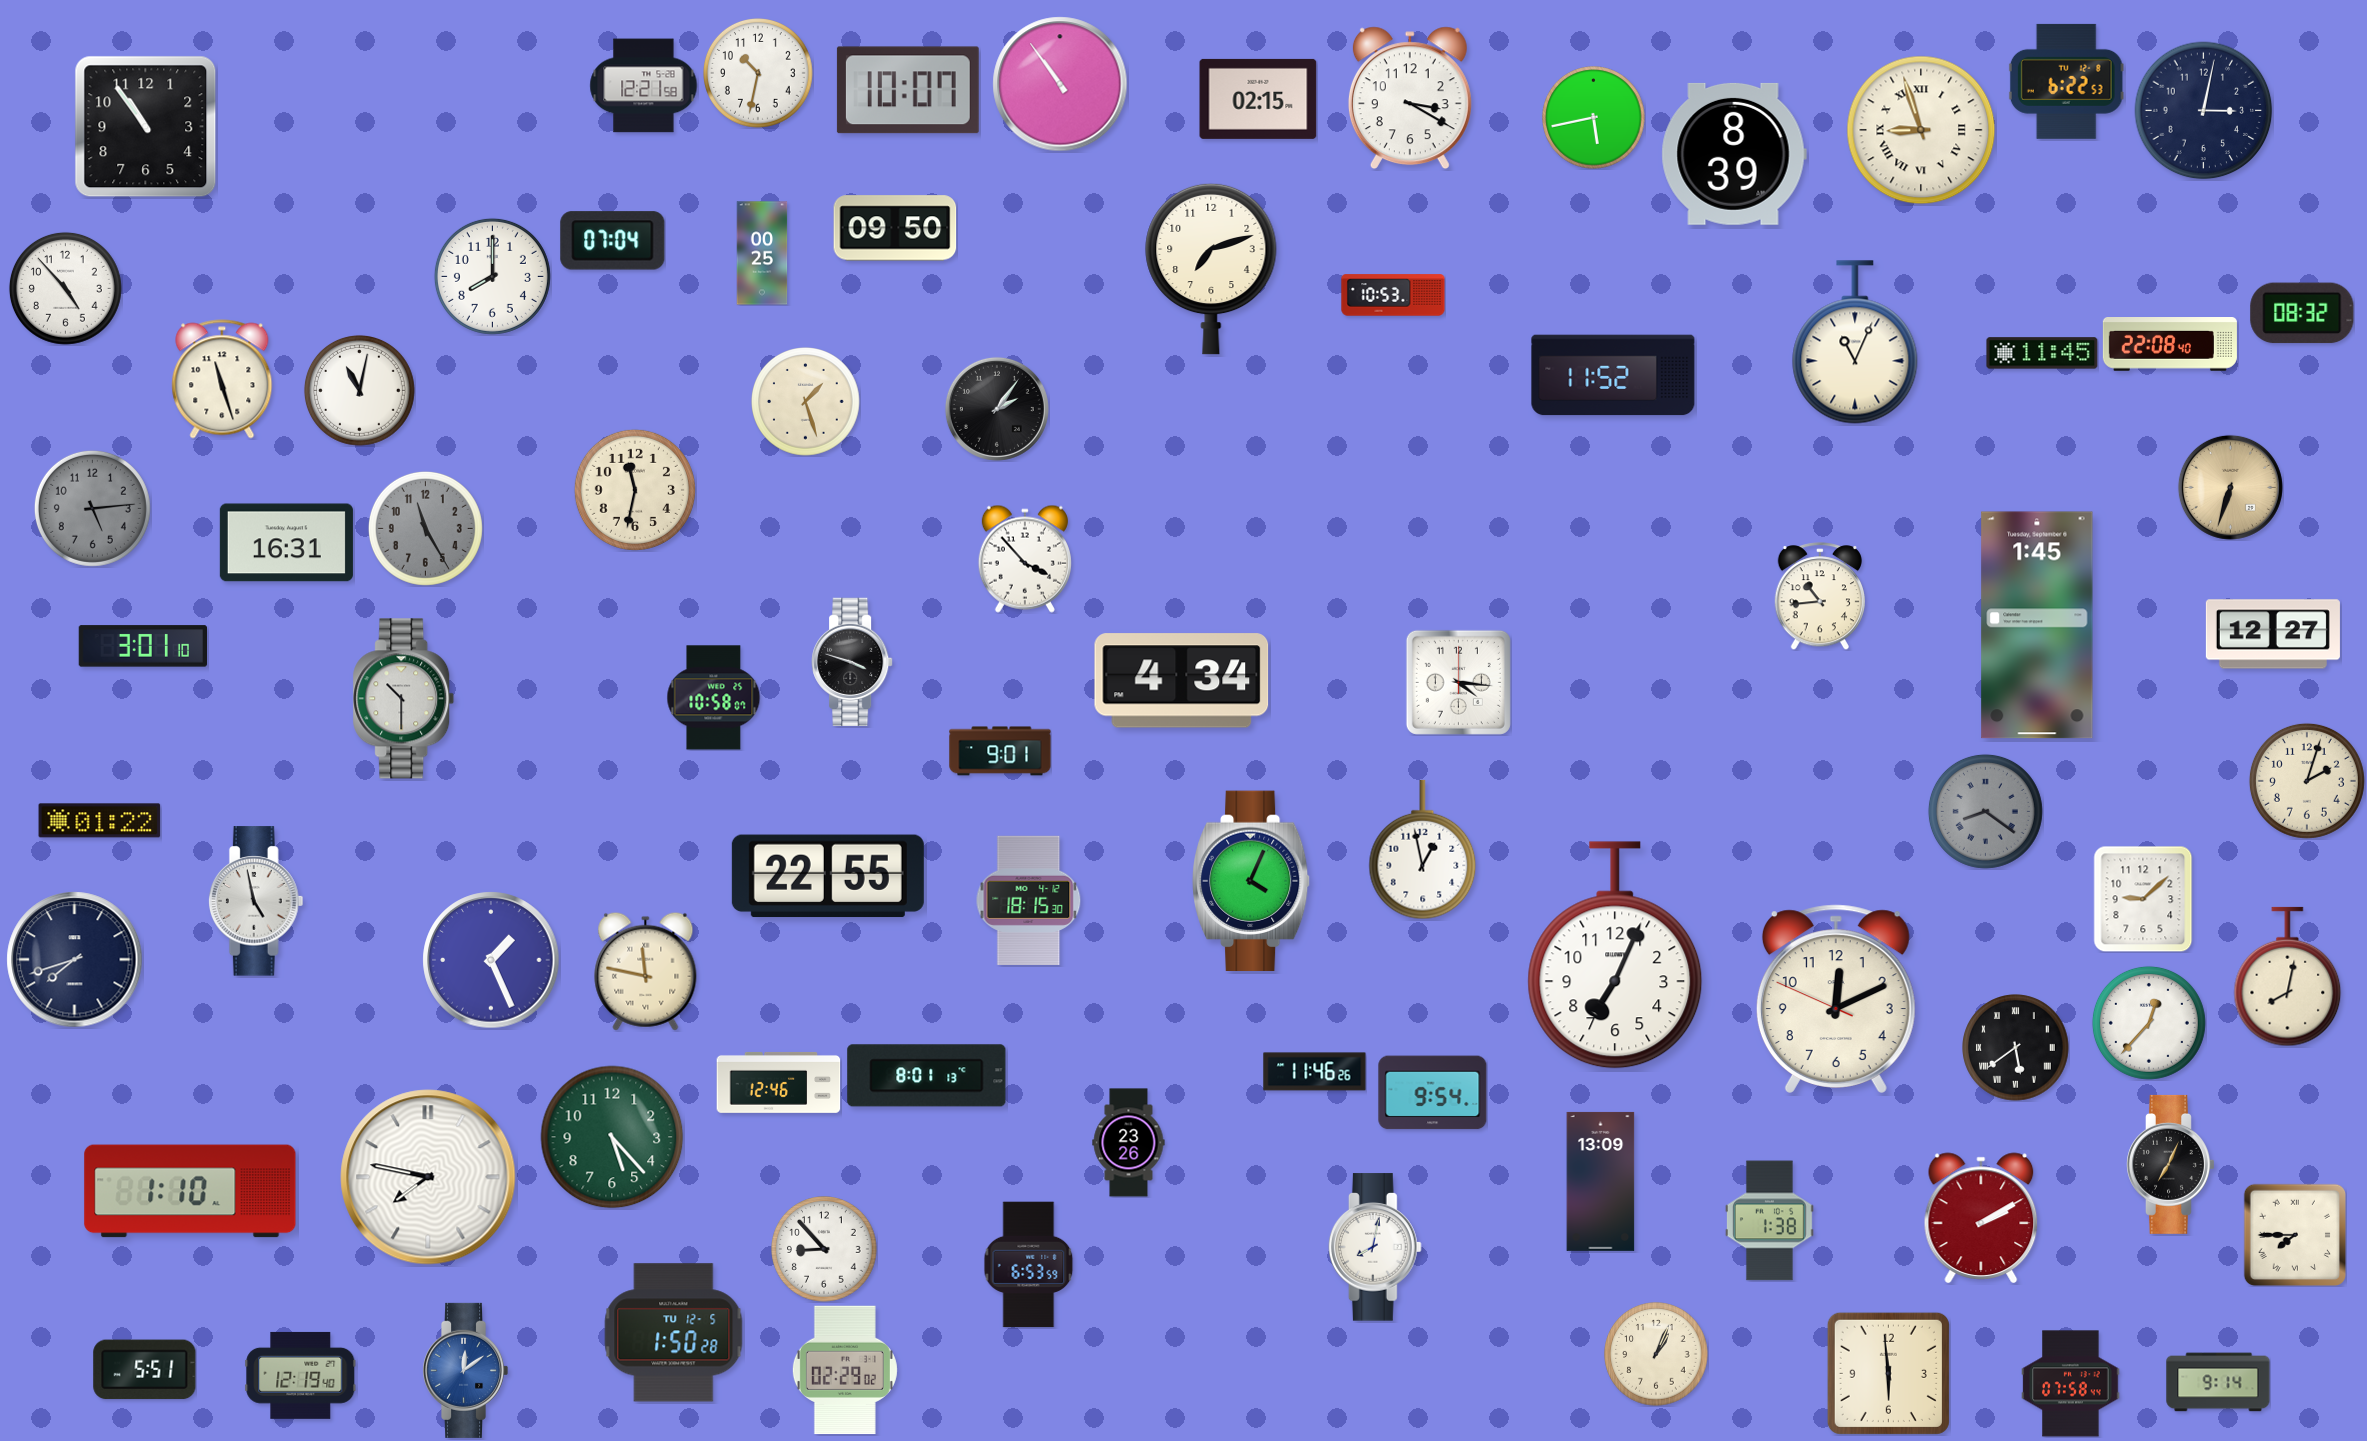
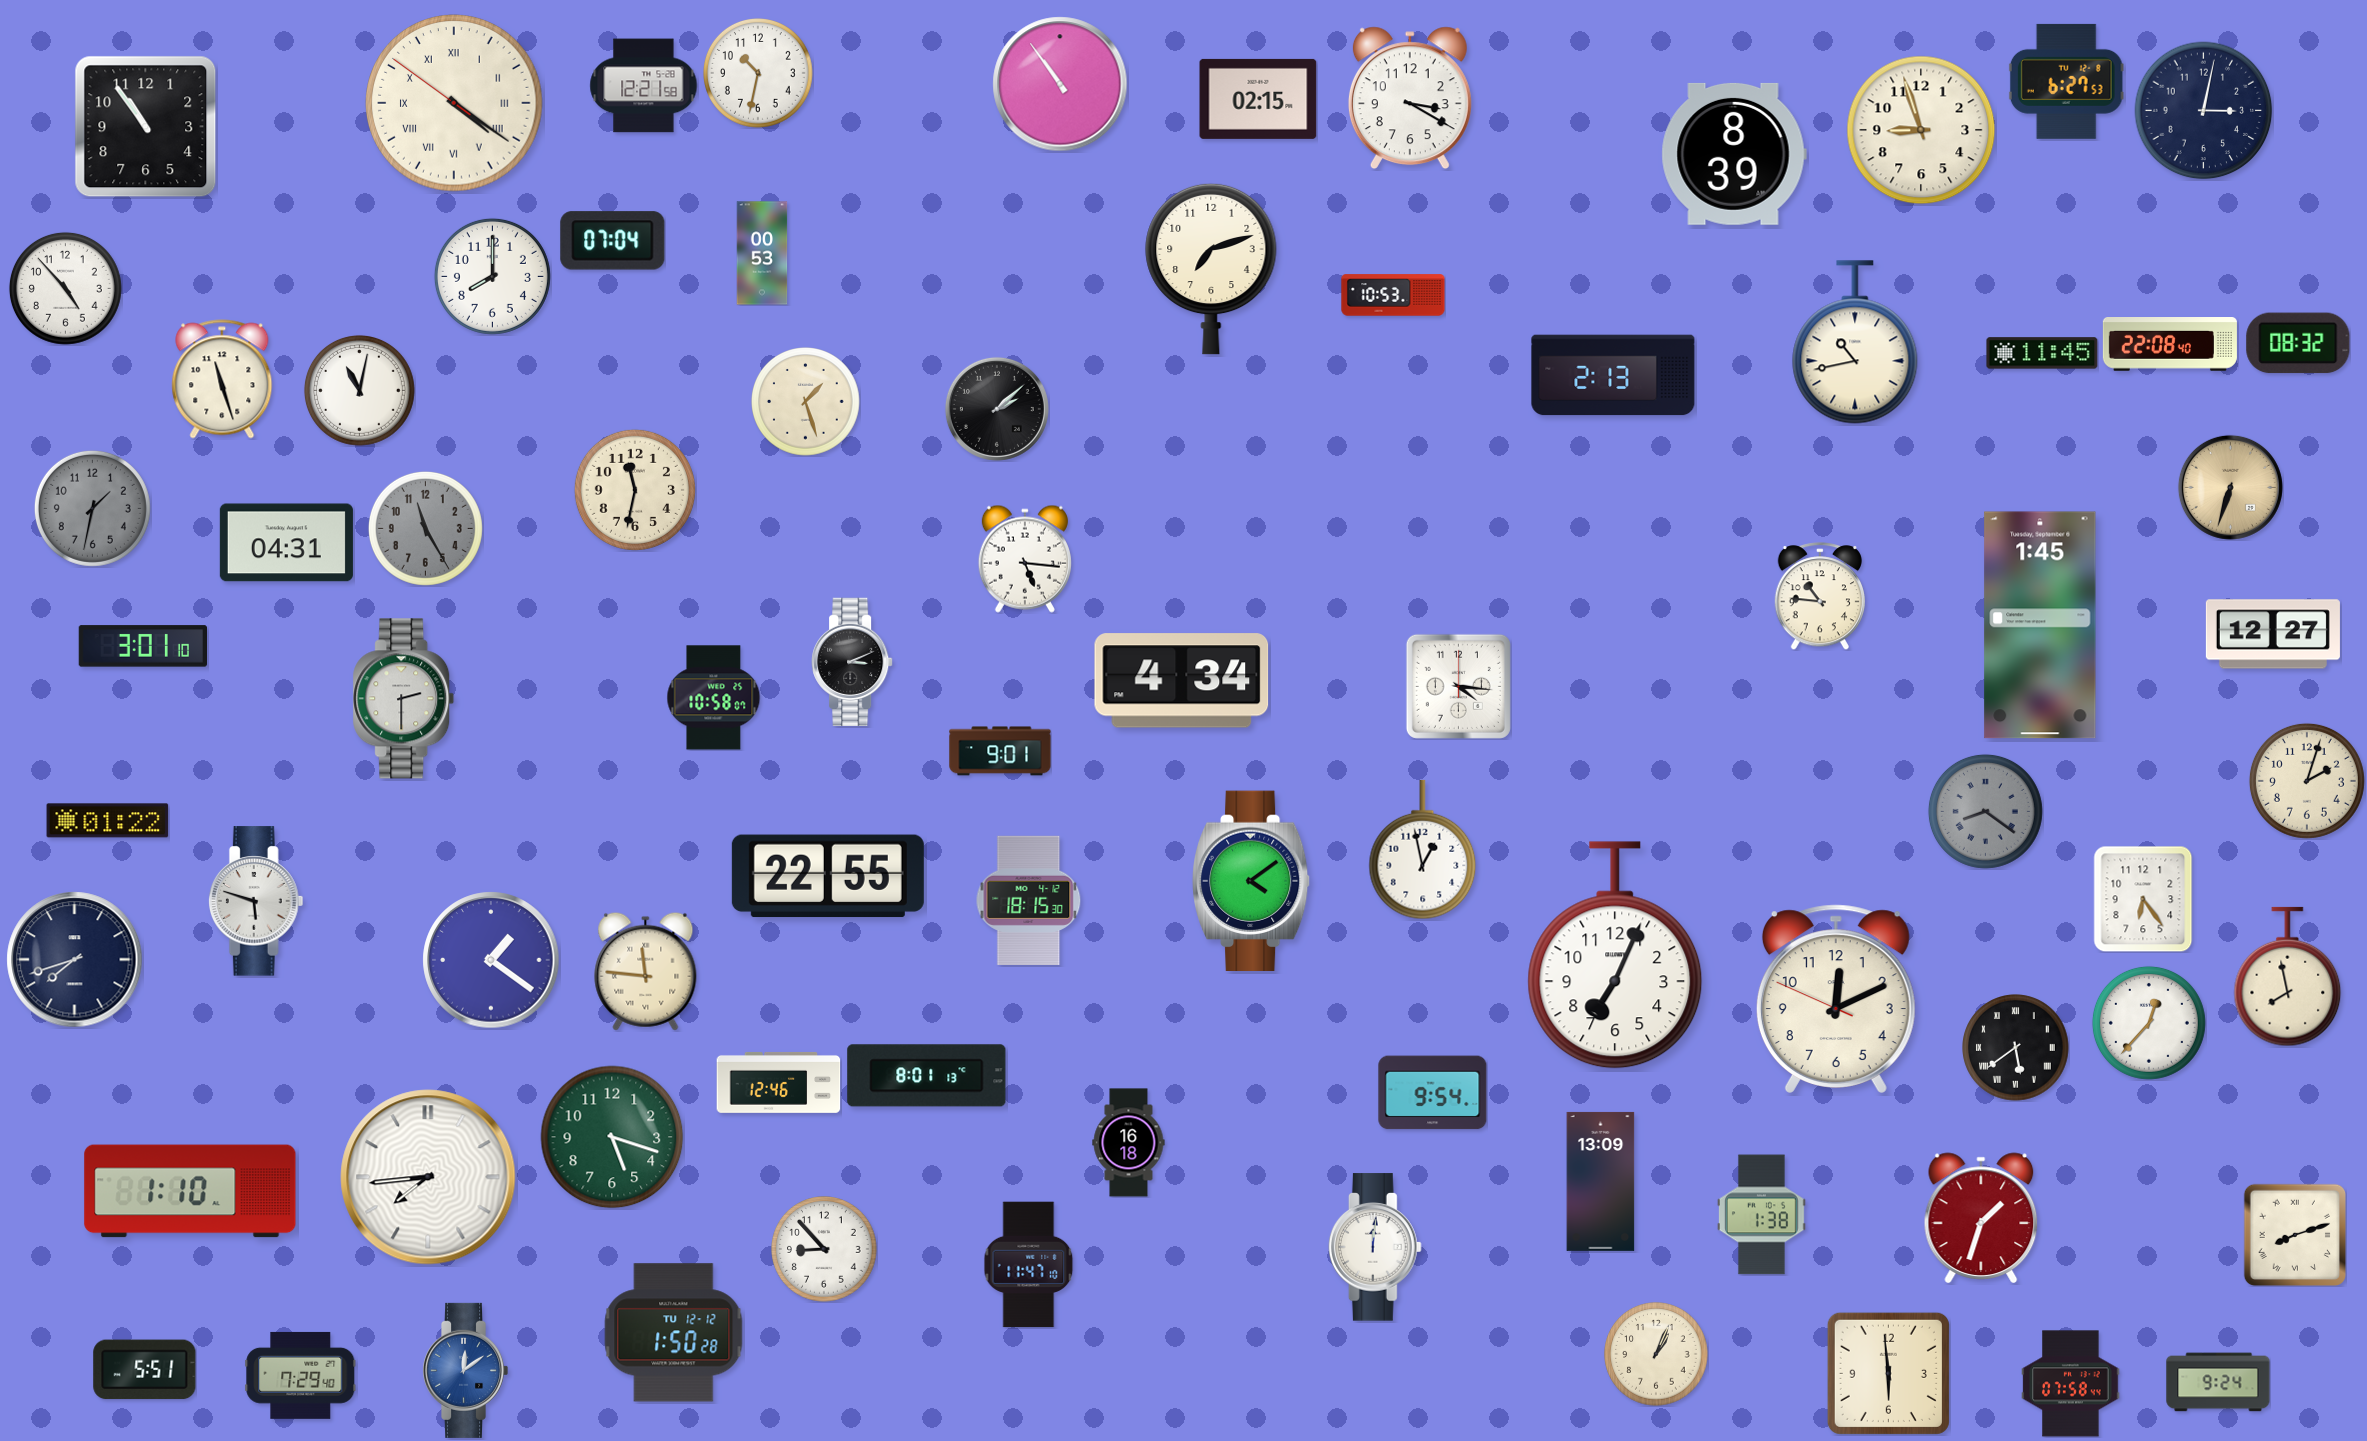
clock at (2066, 81): 6:22 -> 6:27
clock at (908, 90): 10:07 -> none
clock at (454, 103): none -> 4:20
clock at (1594, 118): 5:43 -> none
clock at (1921, 130) numerals: Roman -> Arabic
clock at (895, 228): 09:50 -> none
clock at (762, 253): 00:25 -> 00:53
clock at (2302, 313) position: (2302, 313) -> (2298, 343)
clock at (1855, 342): 11:04 -> 10:43
clock at (1613, 375): 11:52 -> 2:13
clock at (997, 409): 2:06 -> 2:08
clock at (92, 508): 5:14 -> 1:32
clock at (286, 543): 16:31 -> 04:31
clock at (1025, 559): 3:53 -> 5:16
clock at (1819, 596): 10:44 -> 10:46
clock at (2037, 625) position: (2037, 625) -> (2040, 625)
clock at (852, 662): 3:48 -> 3:11
clock at (1458, 682) position: (1458, 682) -> (1458, 686)
clock at (404, 699): 10:30 -> 2:30
clock at (100, 821) position: (100, 821) -> (108, 821)
clock at (1252, 880): 4:04 -> 4:09
clock at (2143, 899): 9:08 -> 6:24
clock at (256, 901): 4:58 -> 5:48
clock at (491, 960): 1:26 -> 1:21
clock at (646, 971): 11:47 -> 11:46
clock at (2288, 977): 8:02 -> 7:58
clock at (1315, 1072): 11:46 -> none
clock at (612, 1137): 5:23 -> 5:18
clock at (1129, 1143): 23:26 -> 16:18
clock at (2171, 1164): 7:04 -> none
clock at (428, 1177): 7:47 -> 7:44
clock at (1981, 1218): 2:10 -> 1:33
clock at (1769, 1221) position: (1769, 1221) -> (1761, 1215)
clock at (2294, 1234): 7:45 -> 8:12
clock at (1375, 1247): 8:02 -> 12:01
clock at (1029, 1265): 6:53 -> 11:47
clock at (674, 1333) date: TU 12-5 -> TU 12-12
clock at (845, 1370): 02:29 -> none
clock at (301, 1375): 12:19 -> 7:29
clock at (2218, 1382): 9:14 -> 9:24
